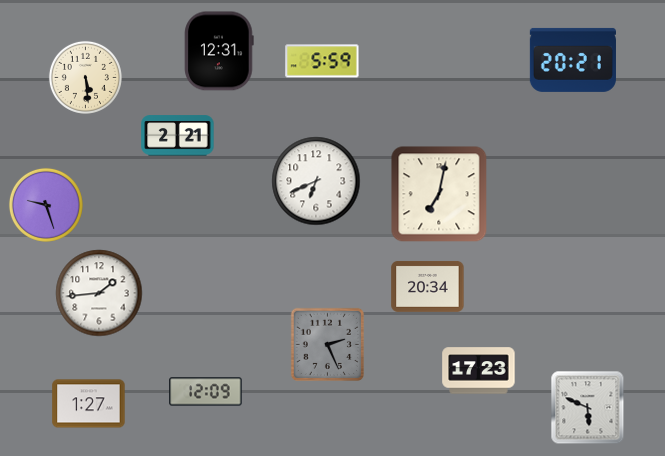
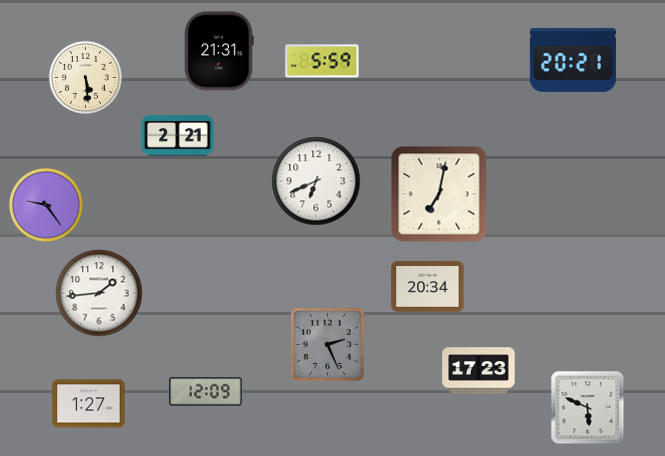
clock at (219, 51): 12:31 -> 21:31
clock at (46, 205): 9:27 -> 9:24
